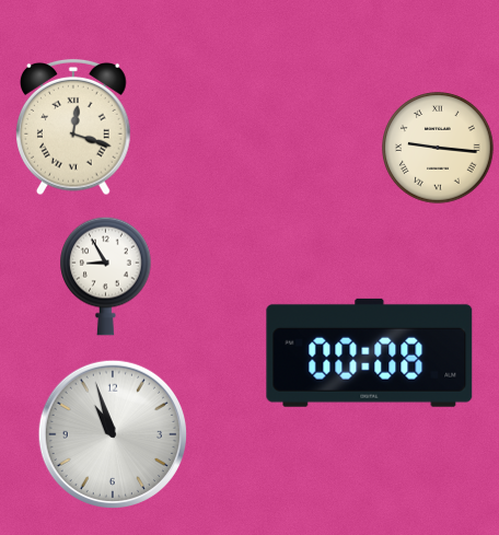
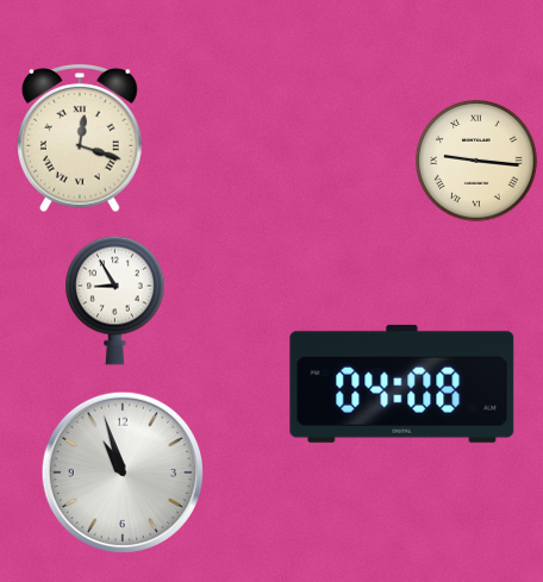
clock at (370, 352): 00:08 -> 04:08
